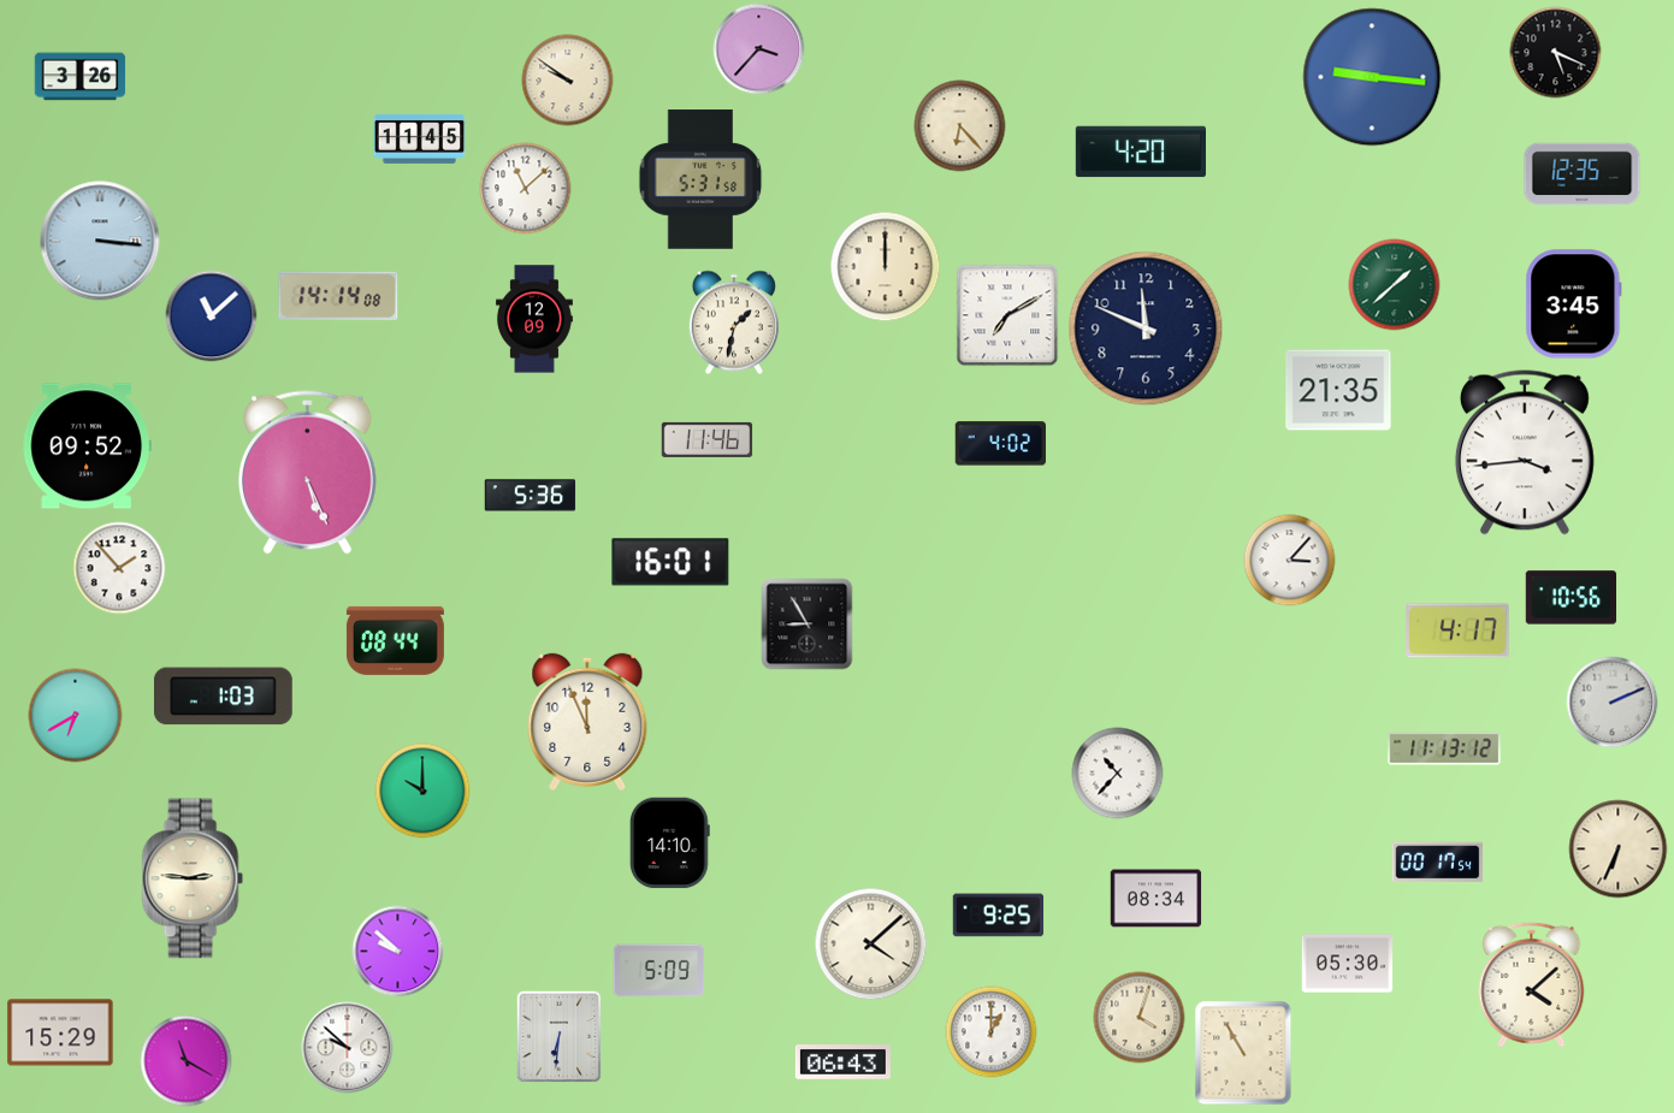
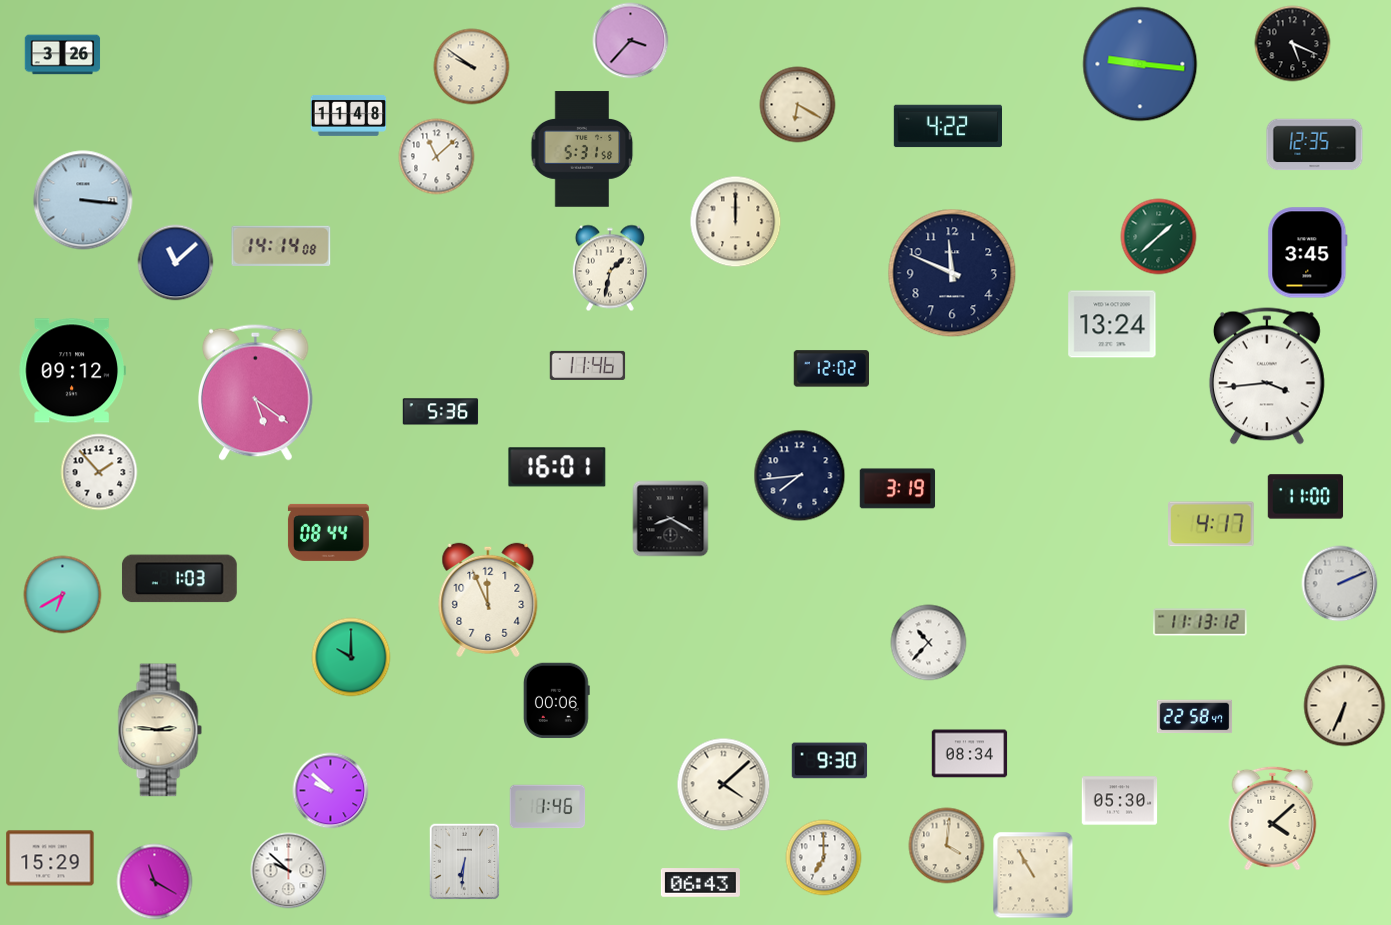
clock at (81, 77) position: (81, 77) -> (63, 55)
clock at (960, 126): 6:23 -> 6:20
clock at (420, 138): 11:45 -> 11:48
clock at (1140, 152): 4:20 -> 4:22
clock at (1007, 315): 7:10 -> none
clock at (534, 319): 12:09 -> none
clock at (1338, 390): 21:35 -> 13:24
clock at (1000, 444): 4:02 -> 12:02
clock at (87, 446): 09:52 -> 09:12
clock at (308, 472): 5:26 -> 5:21
clock at (1290, 561): 3:07 -> none
clock at (800, 476): none -> 7:44
clock at (898, 489): none -> 3:19
clock at (1572, 598): 10:56 -> 11:00
clock at (808, 624): 8:55 -> 8:20
clock at (223, 697) position: (223, 697) -> (179, 579)
clock at (669, 843): 14:10 -> 00:06
clock at (1438, 863): 00:17 -> 22:58
clock at (1157, 899) position: (1157, 899) -> (970, 754)
clock at (999, 916): 9:25 -> 9:30
clock at (659, 971): 5:09 -> 1:46
clock at (1140, 1018): 4:03 -> 4:01
clock at (992, 1032): 1:00 -> 7:00
